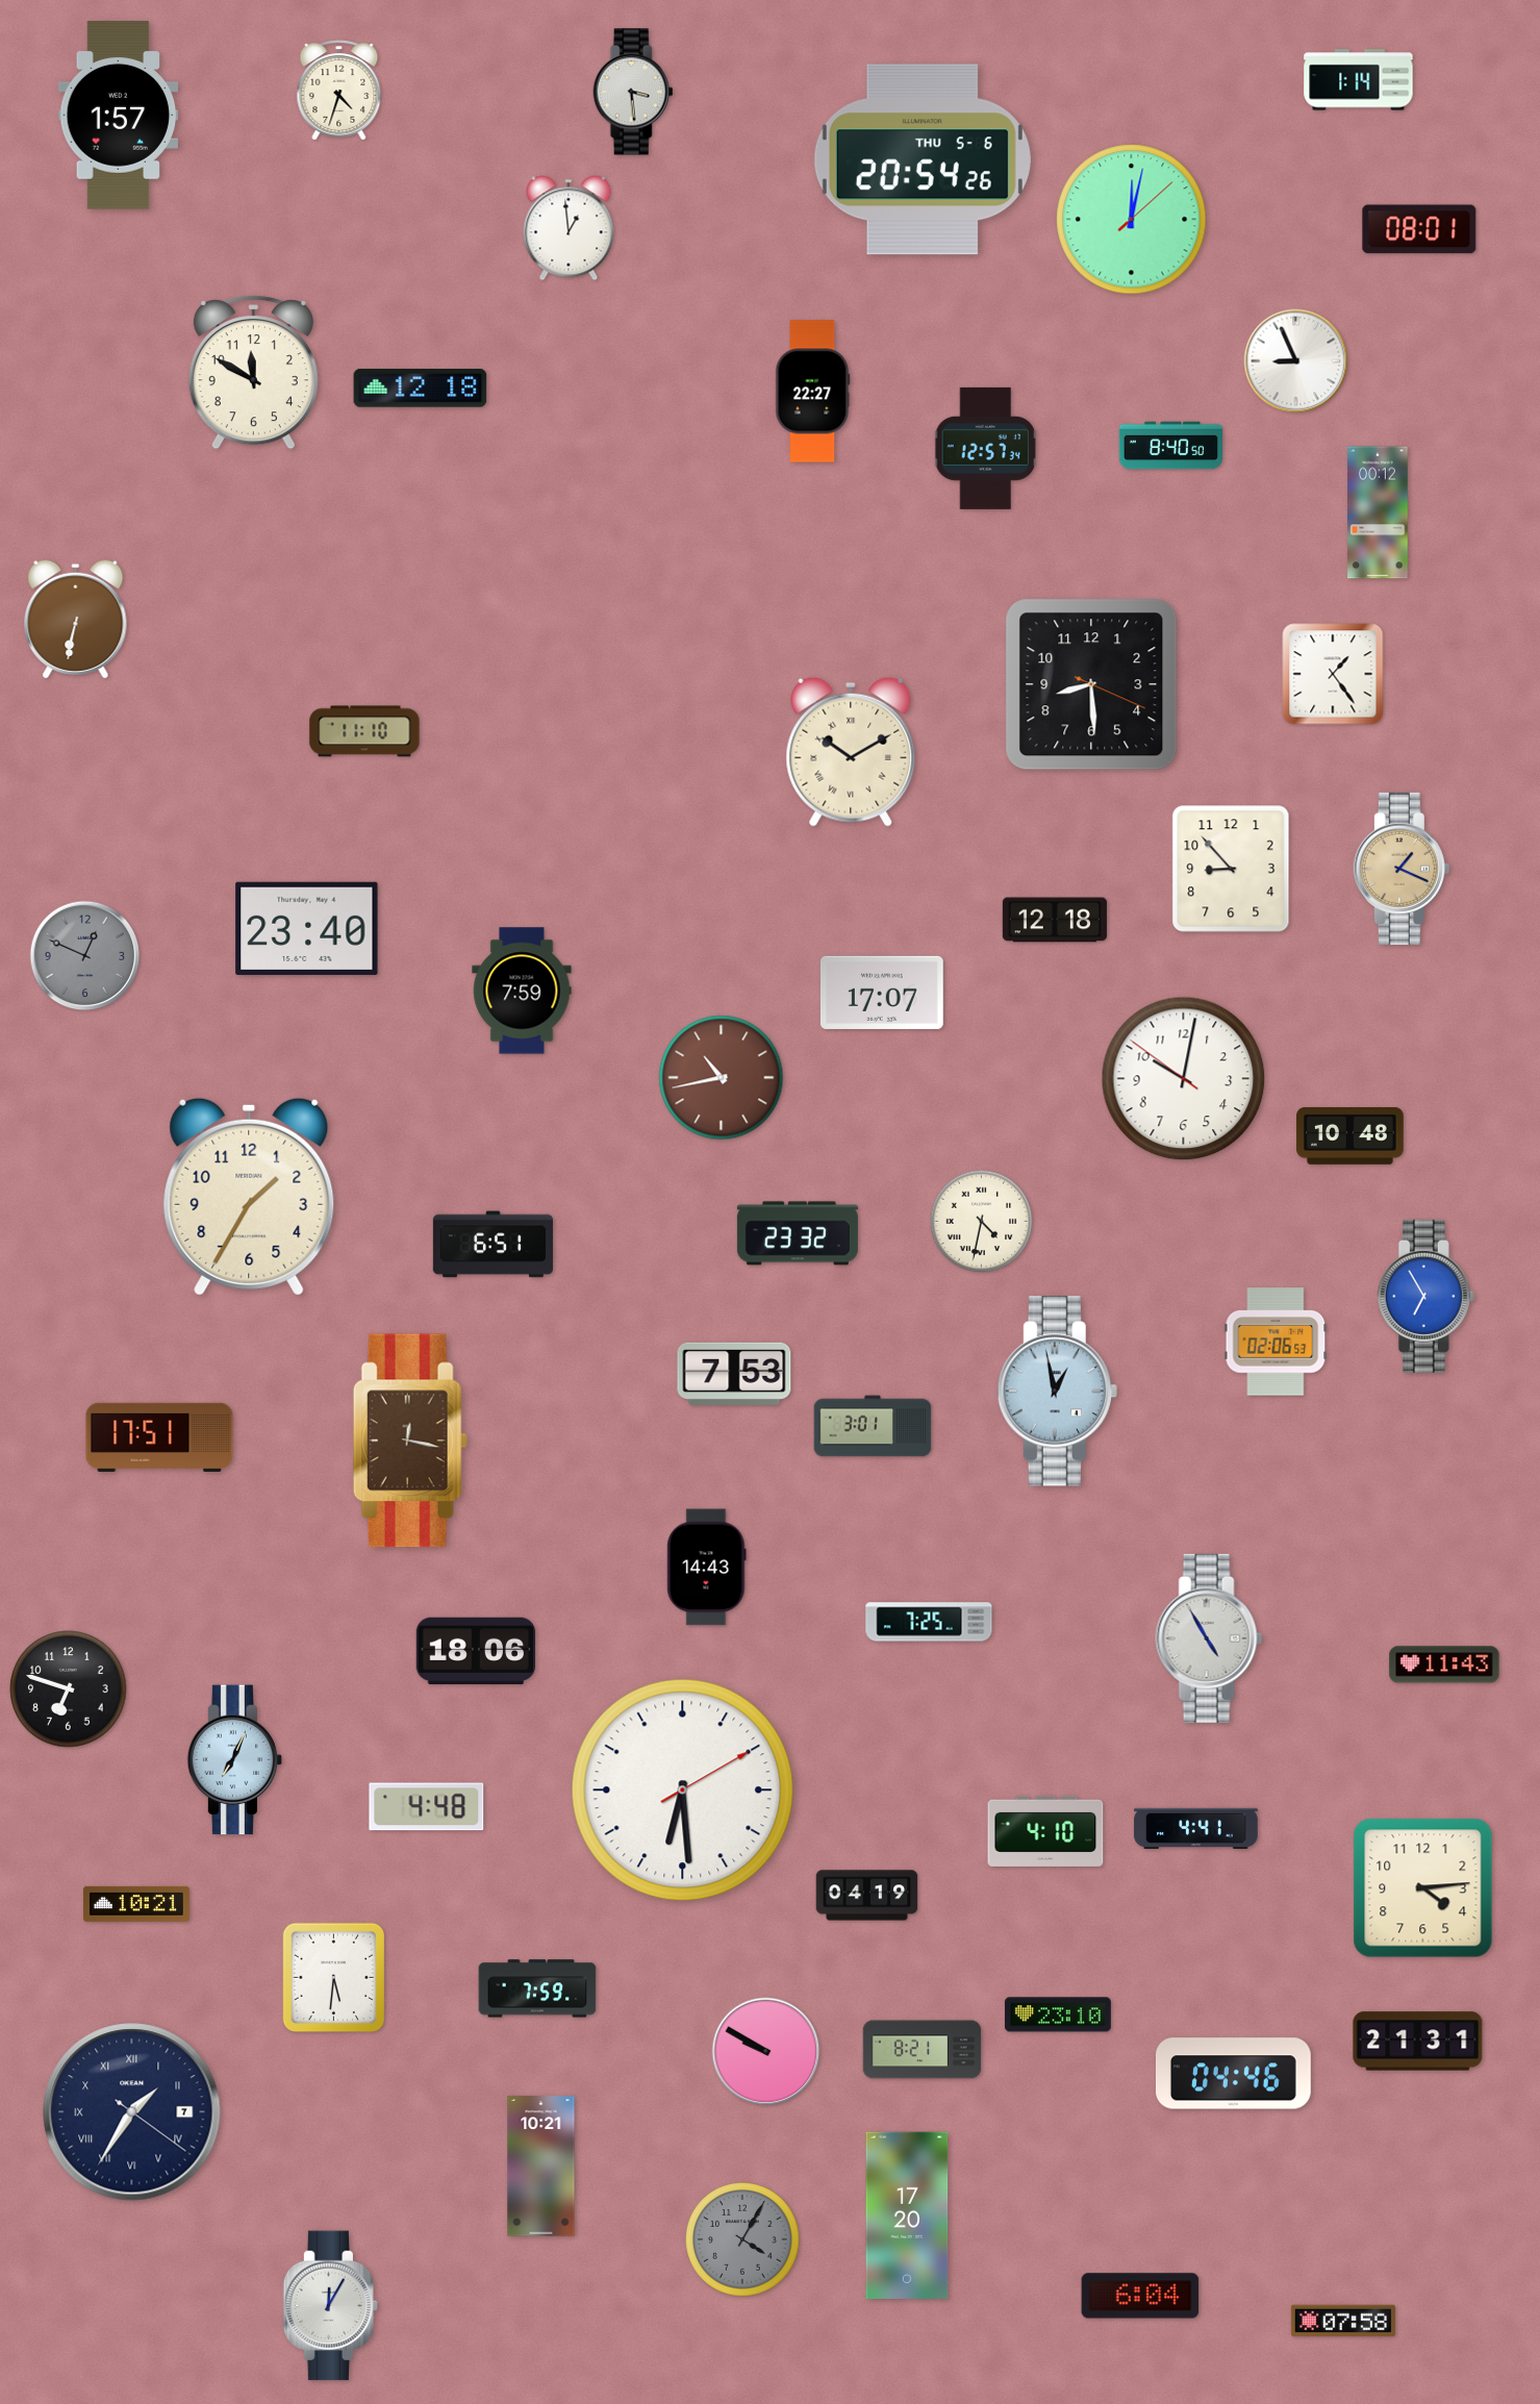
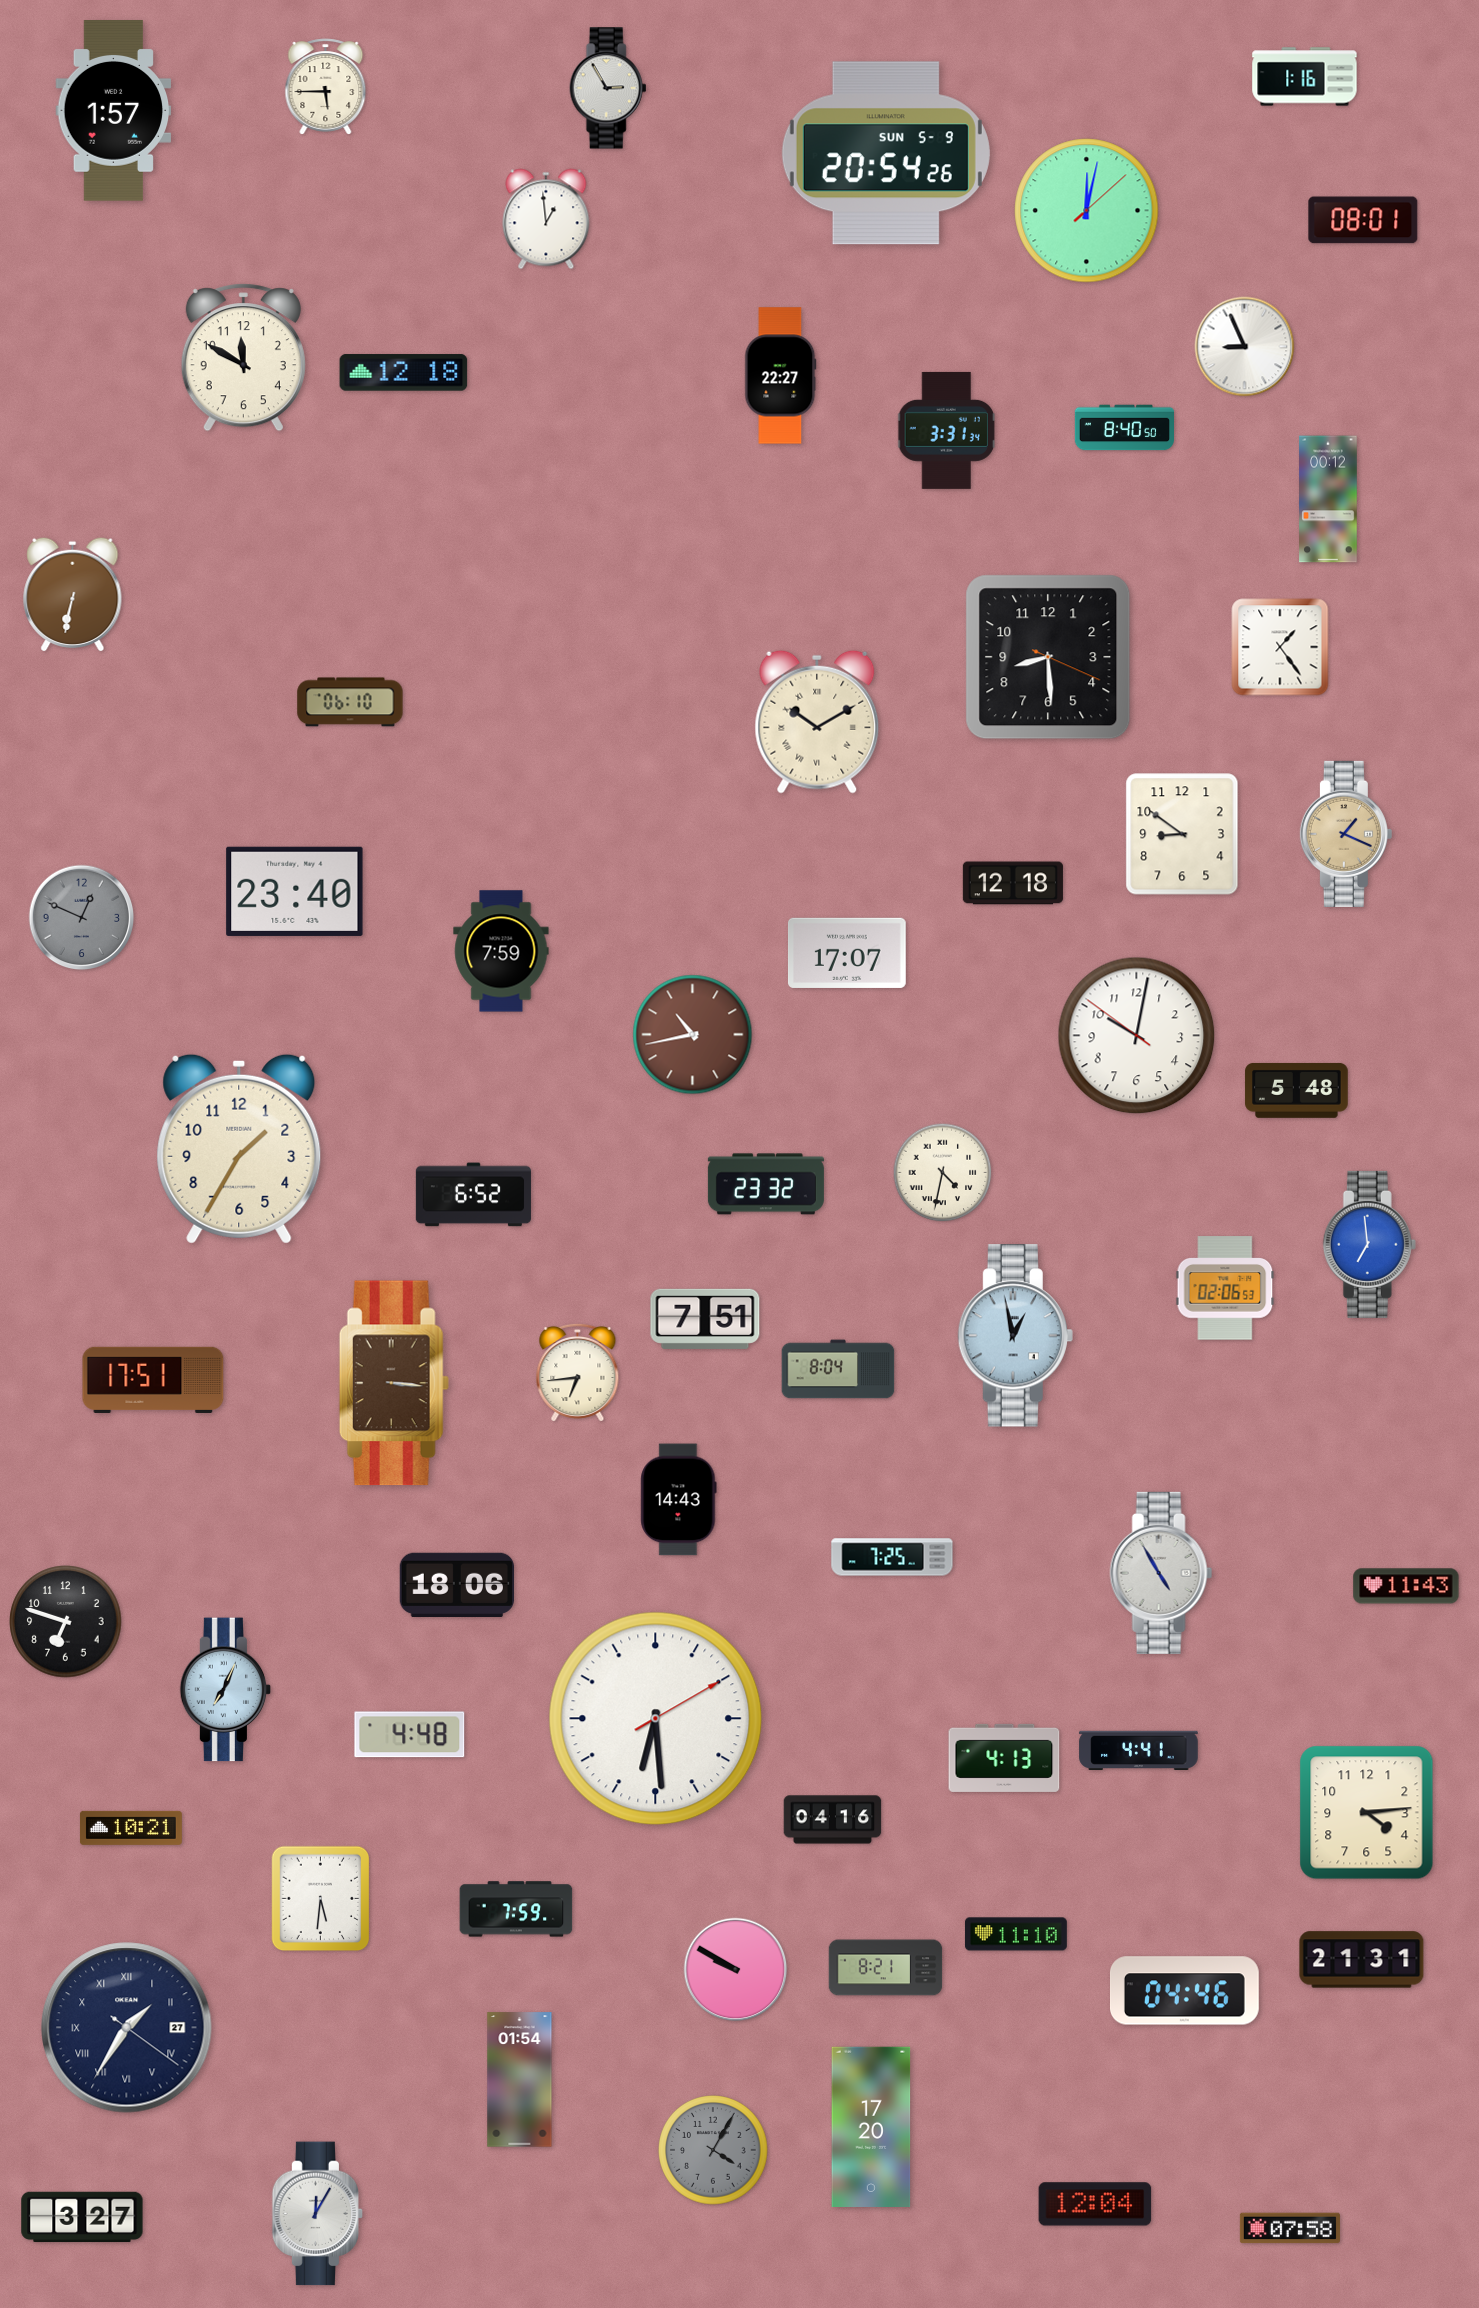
clock at (1359, 80): 1:14 -> 1:16
clock at (339, 91): 4:33 -> 5:45
clock at (633, 92): 3:29 -> 2:55
clock at (923, 159) date: THU 5-6 -> SUN 5-9
clock at (986, 448): 12:57 -> 3:31
clock at (1378, 512) position: (1378, 512) -> (1328, 499)
clock at (364, 731): 11:10 -> 06:10
clock at (1231, 869): 8:53 -> 8:51
clock at (1350, 1135): 10:48 -> 5:48
clock at (493, 1245): 6:51 -> 6:52
clock at (1425, 1296): 6:55 -> 6:59
clock at (734, 1374): 7:53 -> 7:51
clock at (873, 1426): 3:01 -> 8:04
clock at (578, 1372): none -> 6:44
clock at (410, 1441): 12:17 -> 3:16
clock at (707, 1568) position: (707, 1568) -> (679, 1500)
clock at (1444, 1664) position: (1444, 1664) -> (1406, 1586)
clock at (1196, 1828) position: (1196, 1828) -> (1139, 1750)
clock at (1045, 1831): 4:10 -> 4:13
clock at (867, 1896): 04:19 -> 04:16
clock at (1058, 2014): 23:10 -> 11:10
clock at (132, 2112) date: 7 -> 27
clock at (541, 2167): 10:21 -> 01:54
clock at (1140, 2296): 6:04 -> 12:04
clock at (82, 2217): none -> 3:27
